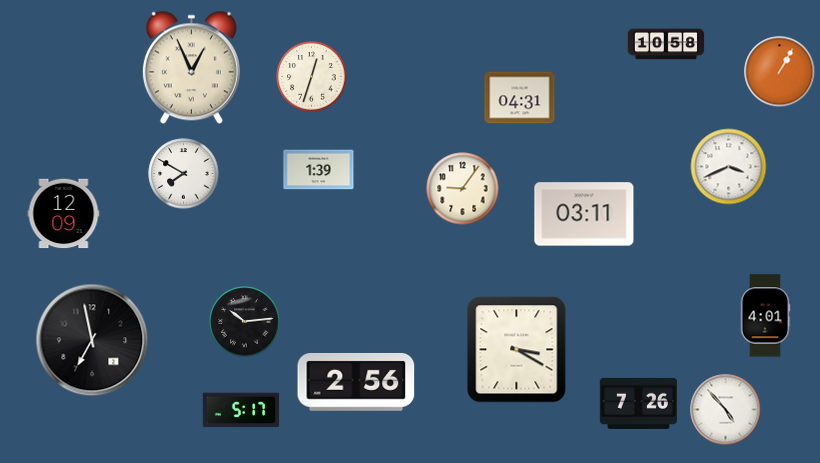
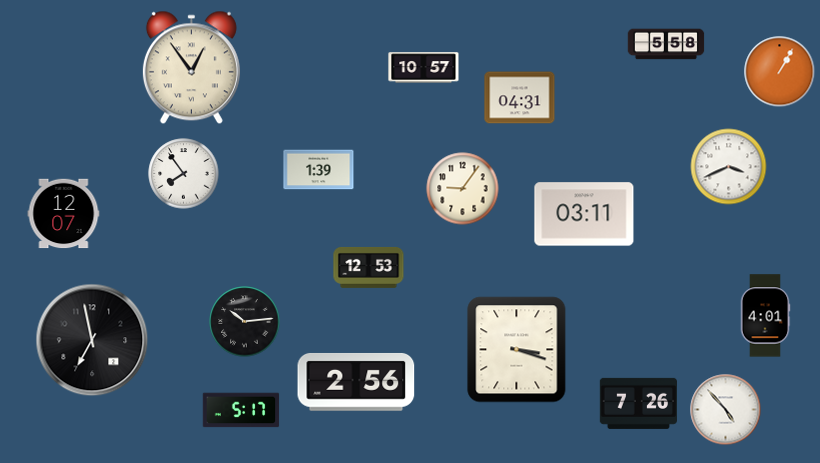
clock at (666, 44): 10:58 -> 5:58
clock at (191, 68): 12:56 -> 12:54
clock at (424, 68): none -> 10:57
clock at (312, 77): 12:33 -> none
clock at (184, 174): 7:50 -> 7:54
clock at (64, 214): 12:09 -> 12:07
clock at (369, 267): none -> 12:53
clock at (517, 350): 3:20 -> 3:18
